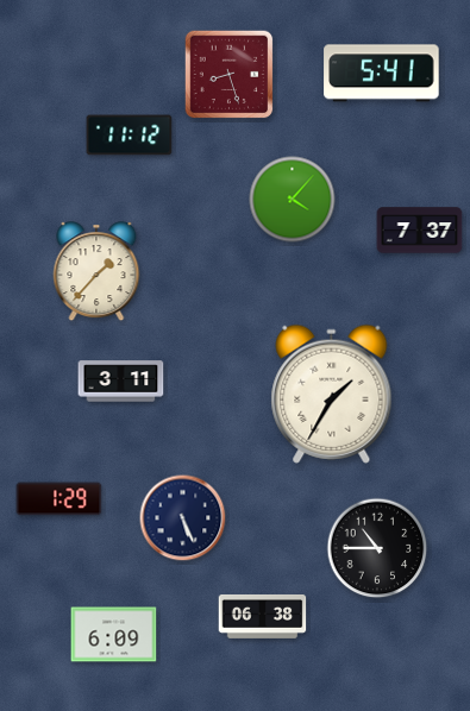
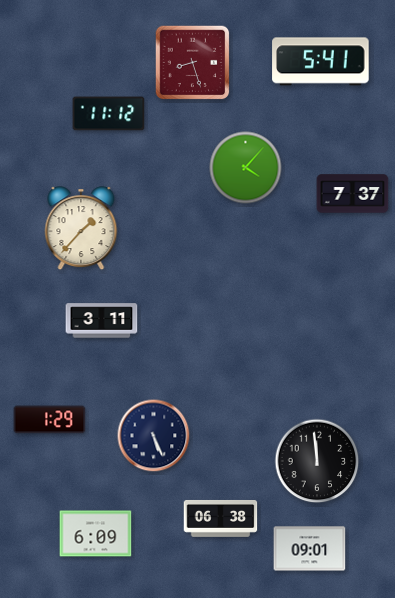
clock at (332, 394): 1:35 -> none
clock at (377, 548): 10:45 -> 11:59
clock at (310, 549): none -> 09:01
